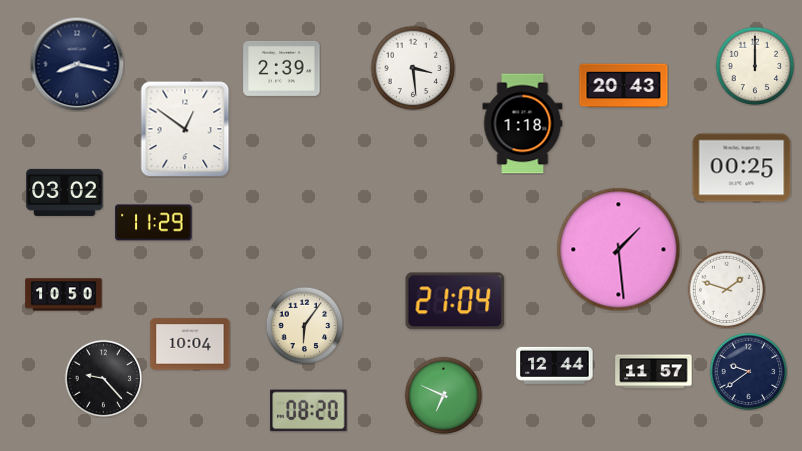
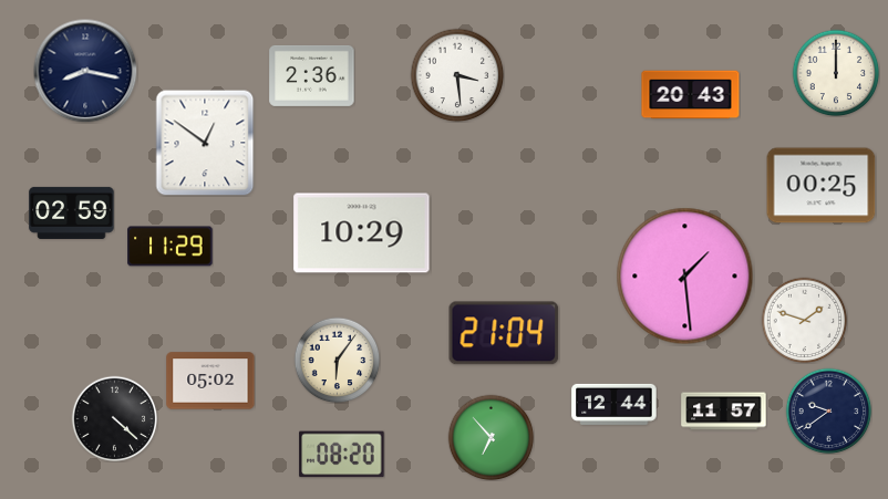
clock at (282, 68): 2:39 -> 2:36
clock at (523, 124): 1:18 -> none
clock at (65, 192): 03:02 -> 02:59
clock at (362, 233): none -> 10:29
clock at (64, 295): 10:50 -> none
clock at (190, 344): 10:04 -> 05:02
clock at (103, 378): 9:23 -> 4:22
clock at (443, 395): 6:49 -> 6:53
